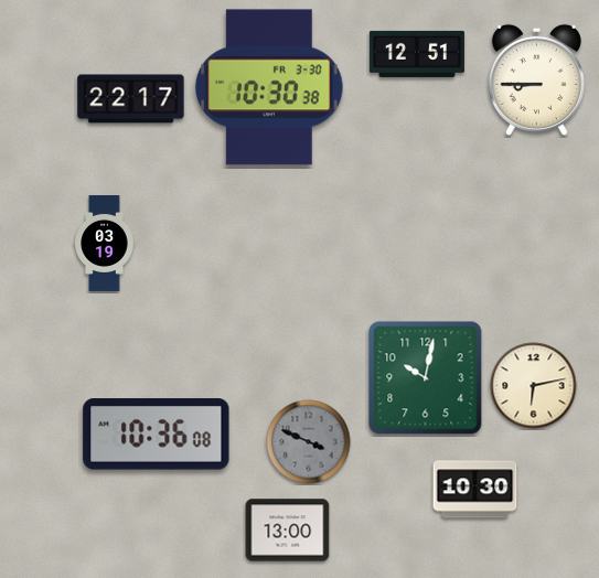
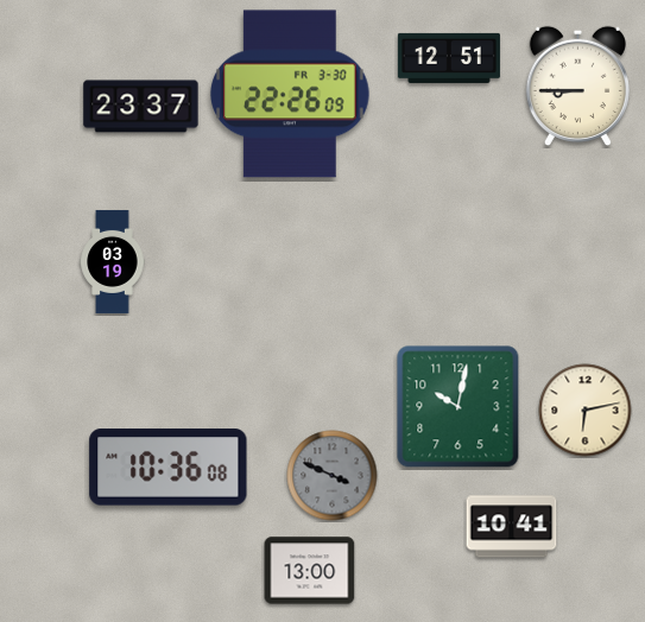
clock at (269, 87): 10:30 -> 22:26
clock at (131, 99): 22:17 -> 23:37
clock at (534, 386) position: (534, 386) -> (586, 411)
clock at (475, 490): 10:30 -> 10:41
